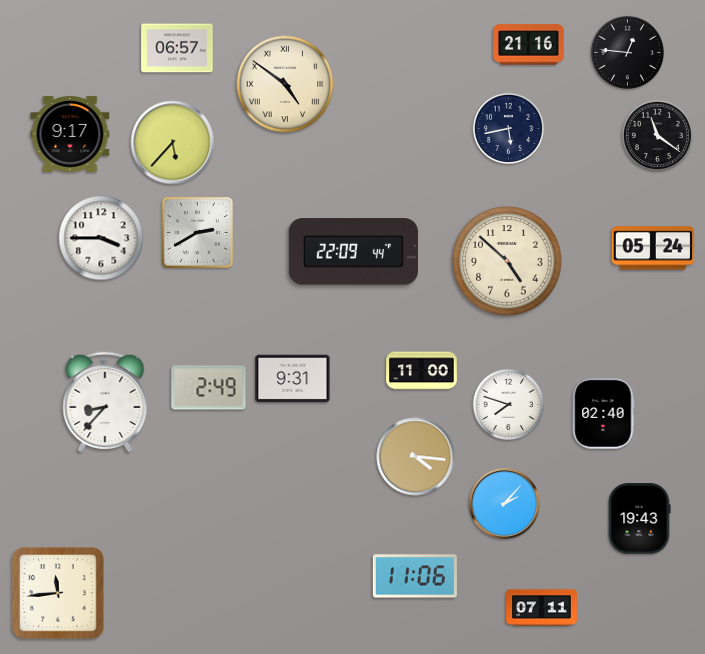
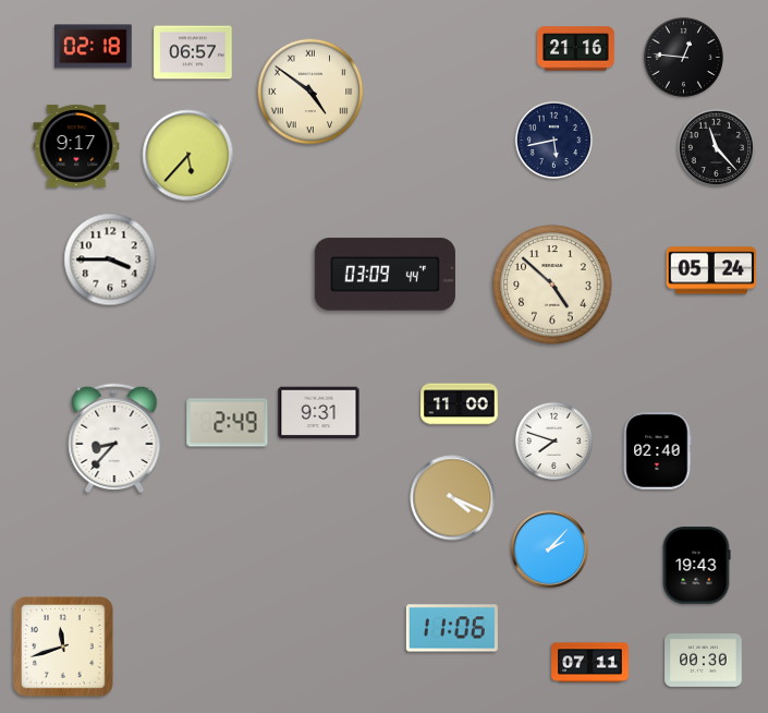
clock at (94, 47): none -> 02:18
clock at (657, 135): 11:21 -> 11:23
clock at (197, 232): 2:40 -> none
clock at (353, 252): 22:09 -> 03:09
clock at (416, 457): 4:16 -> 4:19
clock at (58, 593): 11:44 -> 11:42
clock at (704, 661): none -> 00:30
